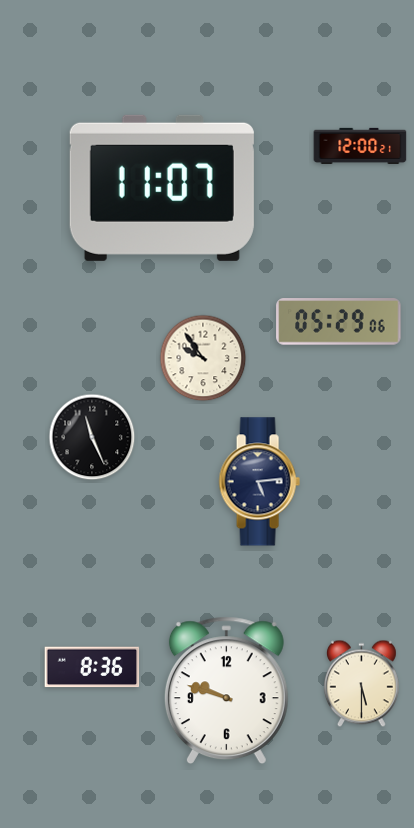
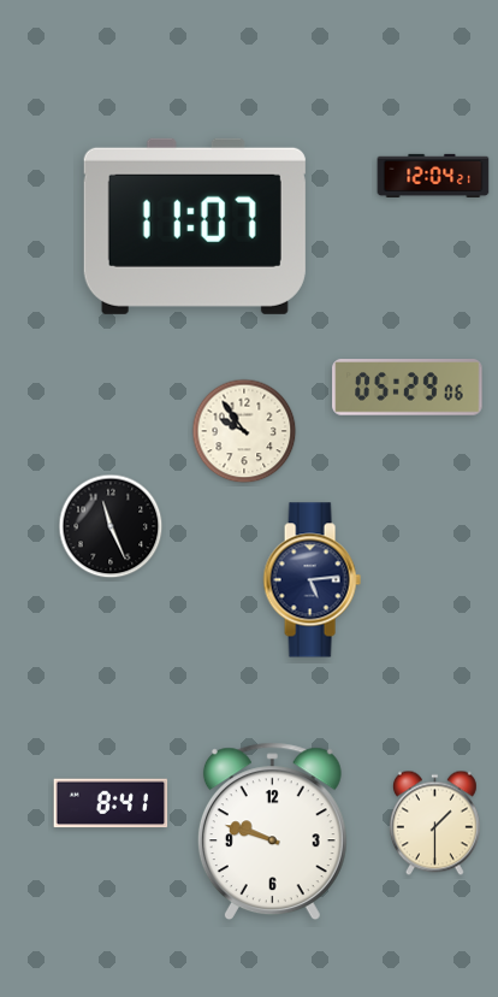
clock at (360, 146): 12:00 -> 12:04
clock at (92, 667): 8:36 -> 8:41
clock at (361, 684): 5:30 -> 1:30
